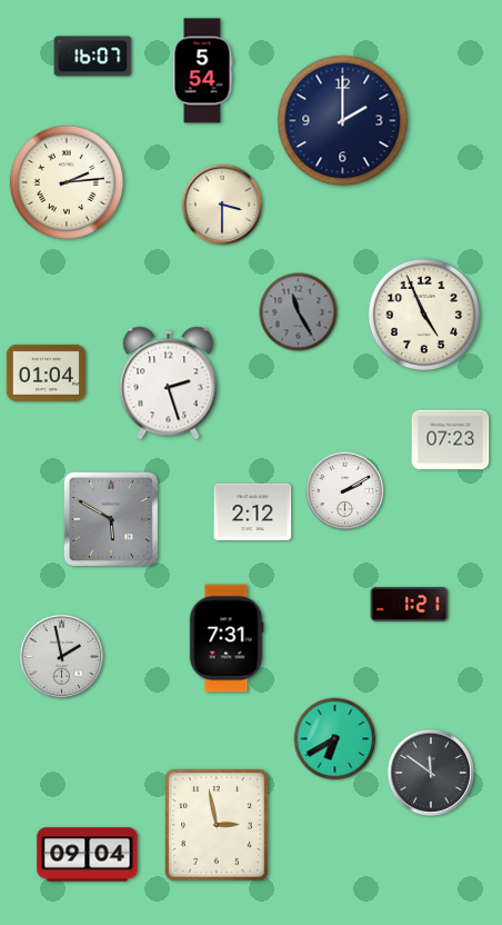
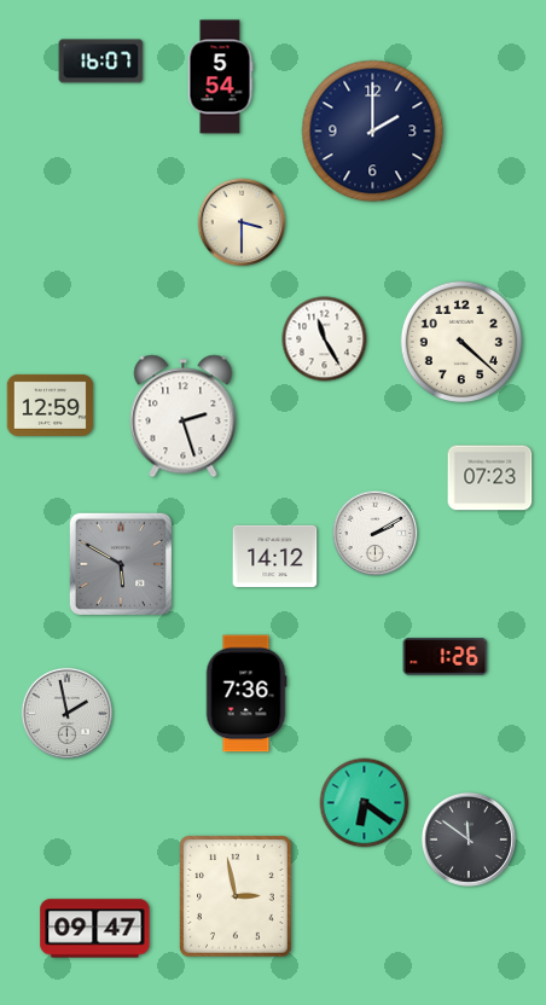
clock at (67, 182): 2:14 -> none
clock at (299, 312) dial: grey -> white
clock at (423, 314): 4:56 -> 4:22
clock at (47, 372): 01:04 -> 12:59
clock at (253, 511): 2:12 -> 14:12
clock at (410, 604): 1:21 -> 1:26
clock at (227, 638): 7:31 -> 7:36
clock at (335, 739): 6:40 -> 6:21
clock at (88, 855): 09:04 -> 09:47
